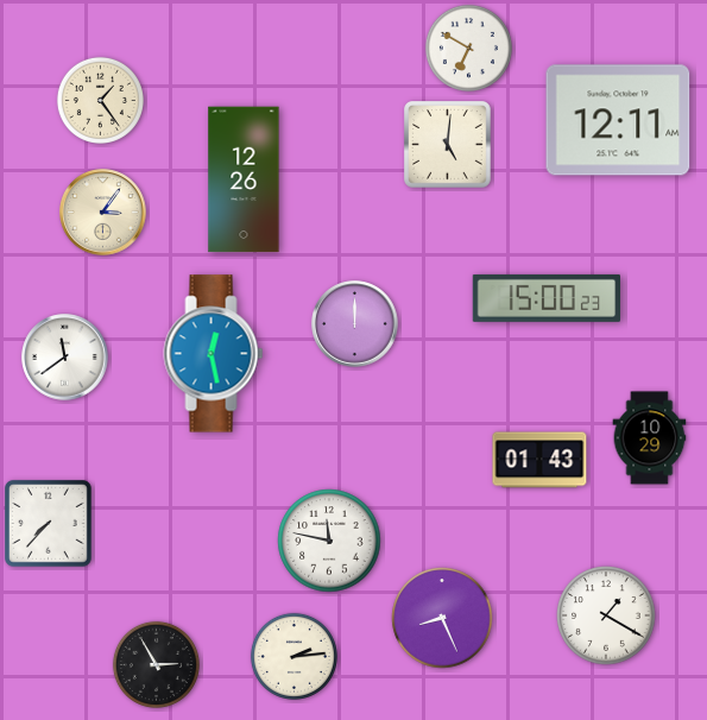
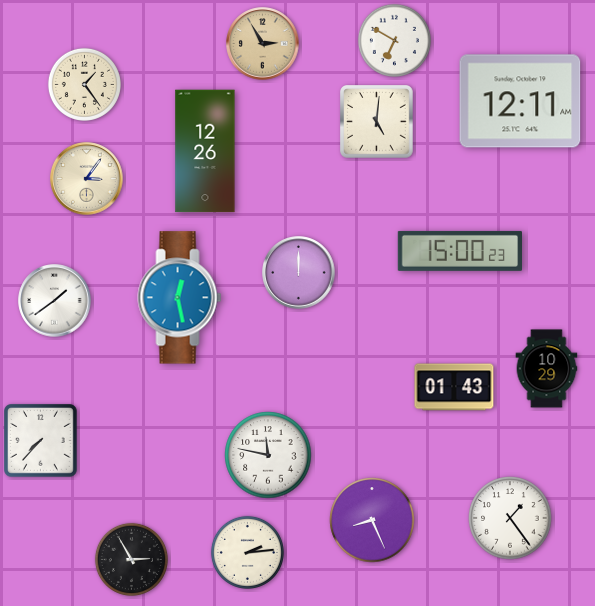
clock at (263, 44): none -> 2:55
clock at (65, 358): 11:39 -> 1:39
clock at (329, 541) position: (329, 541) -> (268, 455)
clock at (606, 615): 1:20 -> 1:24
